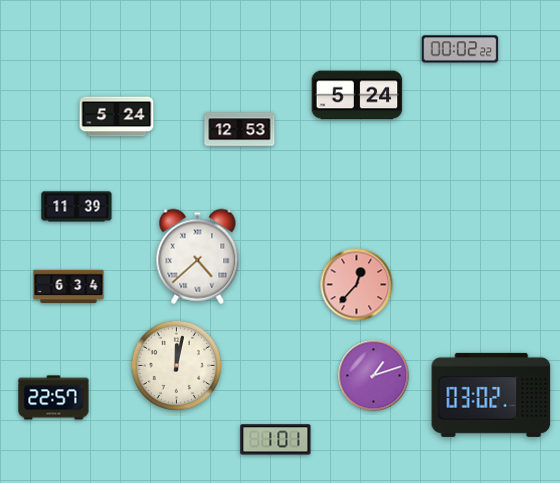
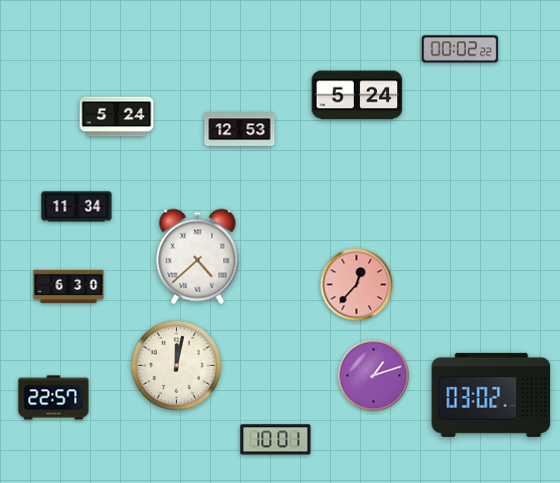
clock at (77, 207): 11:39 -> 11:34
clock at (69, 287): 6:34 -> 6:30
clock at (276, 440): 1:01 -> 10:01
